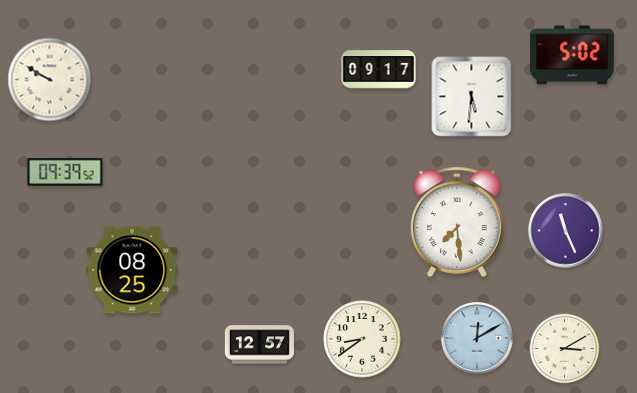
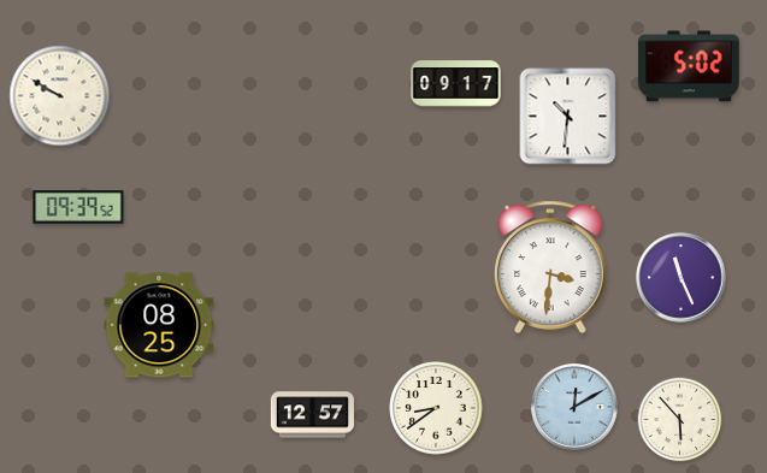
clock at (472, 97): 5:31 -> 10:31
clock at (457, 221): 7:29 -> 3:31
clock at (565, 349): 3:10 -> 5:53
